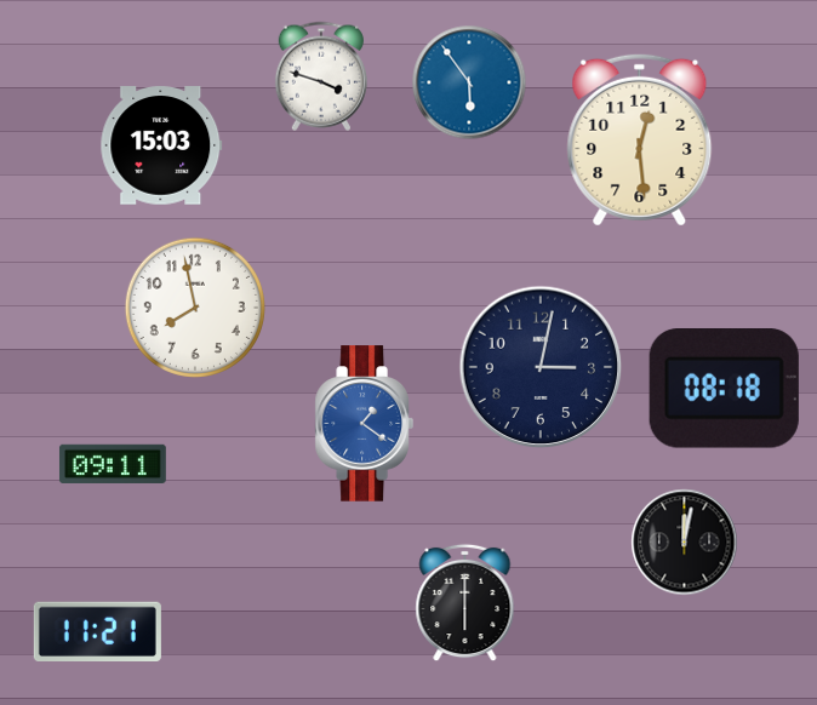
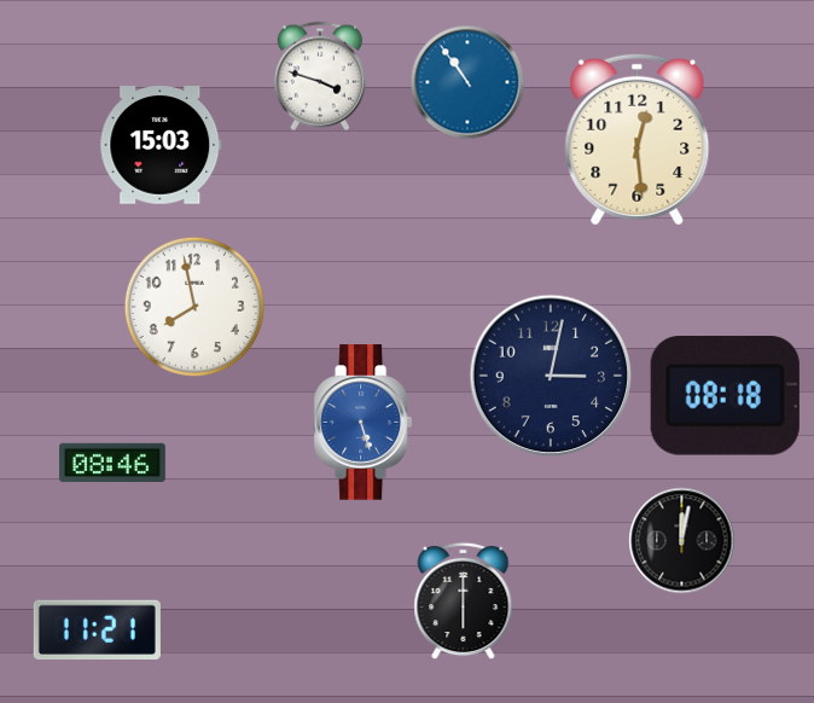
clock at (469, 82): 5:54 -> 10:54
clock at (541, 367) position: (541, 367) -> (551, 376)
clock at (724, 389) position: (724, 389) -> (725, 396)
clock at (364, 424): 1:21 -> 5:27
clock at (113, 464): 09:11 -> 08:46
